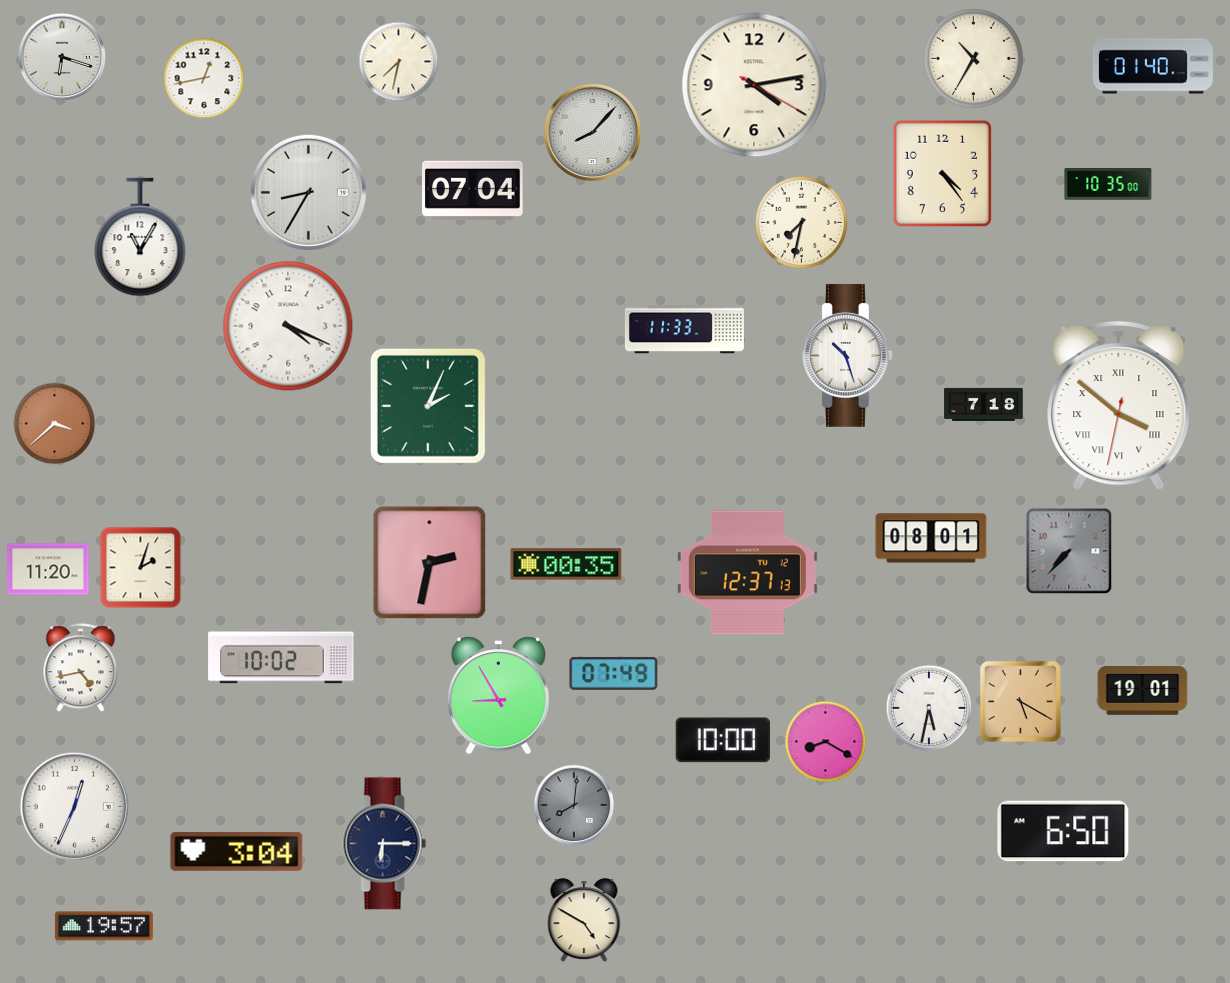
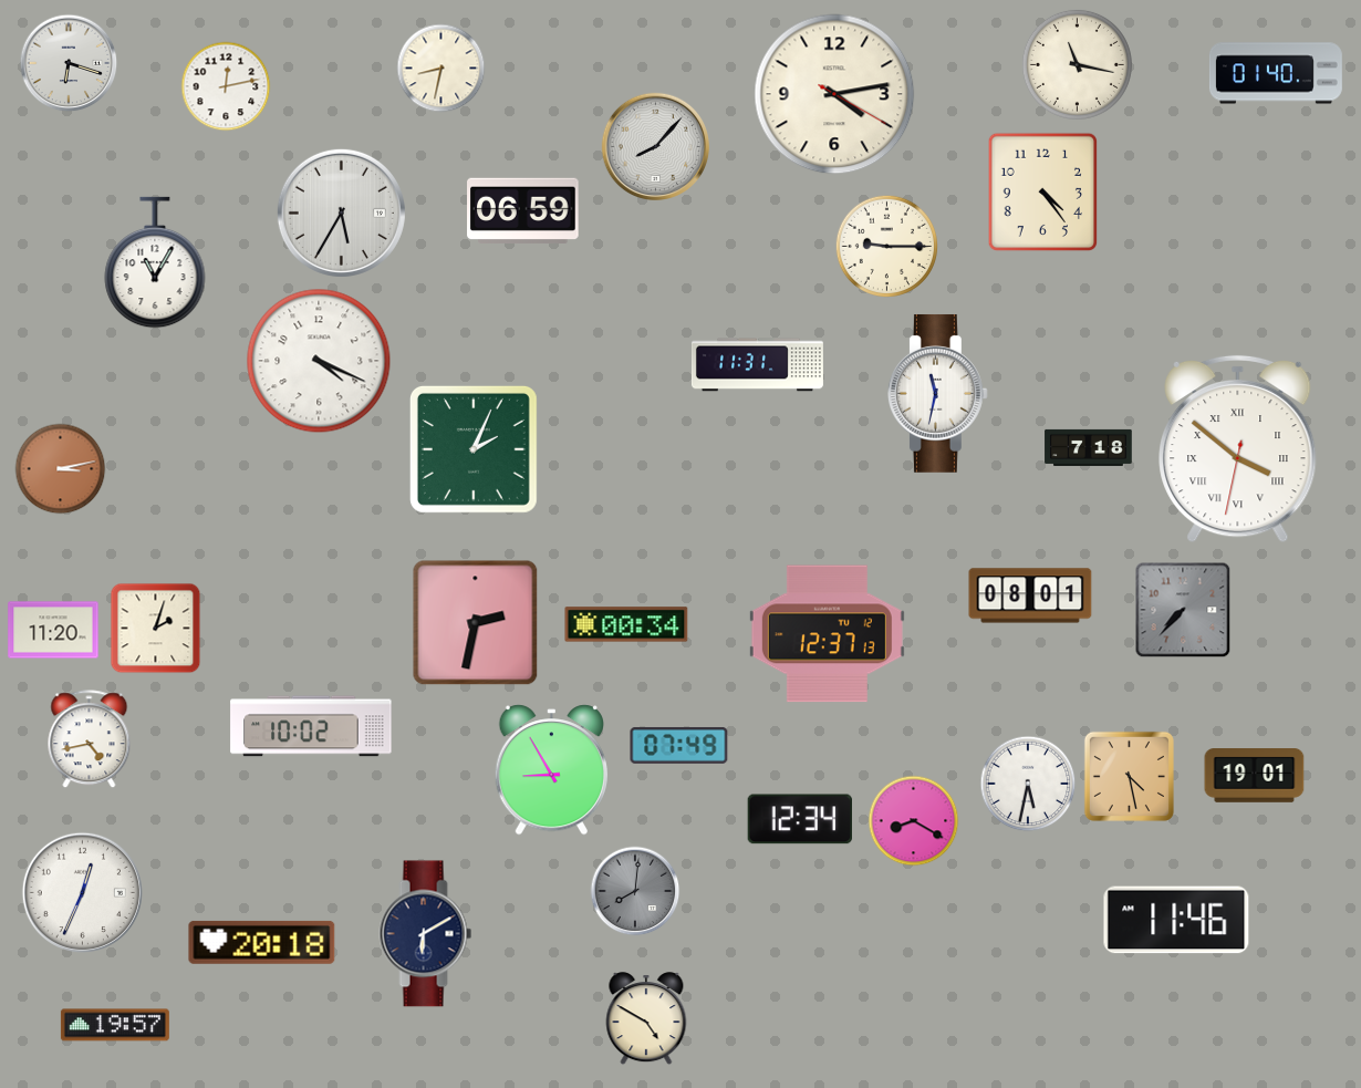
clock at (973, 58): 10:35 -> 11:17
clock at (399, 62): 7:32 -> 8:32
clock at (204, 78): 12:43 -> 12:13
clock at (1108, 185): 10:35 -> none
clock at (473, 190): 07:04 -> 06:59
clock at (308, 192): 8:35 -> 5:35
clock at (801, 222): 7:32 -> 9:15
clock at (684, 330): 11:33 -> 11:31
clock at (847, 355): 10:27 -> 11:32
clock at (55, 424): 3:38 -> 3:13
clock at (566, 564): 00:35 -> 00:34
clock at (1143, 691) position: (1143, 691) -> (1255, 776)
clock at (1020, 701): 5:20 -> 4:28
clock at (723, 740): 10:00 -> 12:34
clock at (1063, 831): 6:50 -> 11:46
clock at (385, 844): 6:15 -> 6:10
clock at (237, 851): 3:04 -> 20:18
